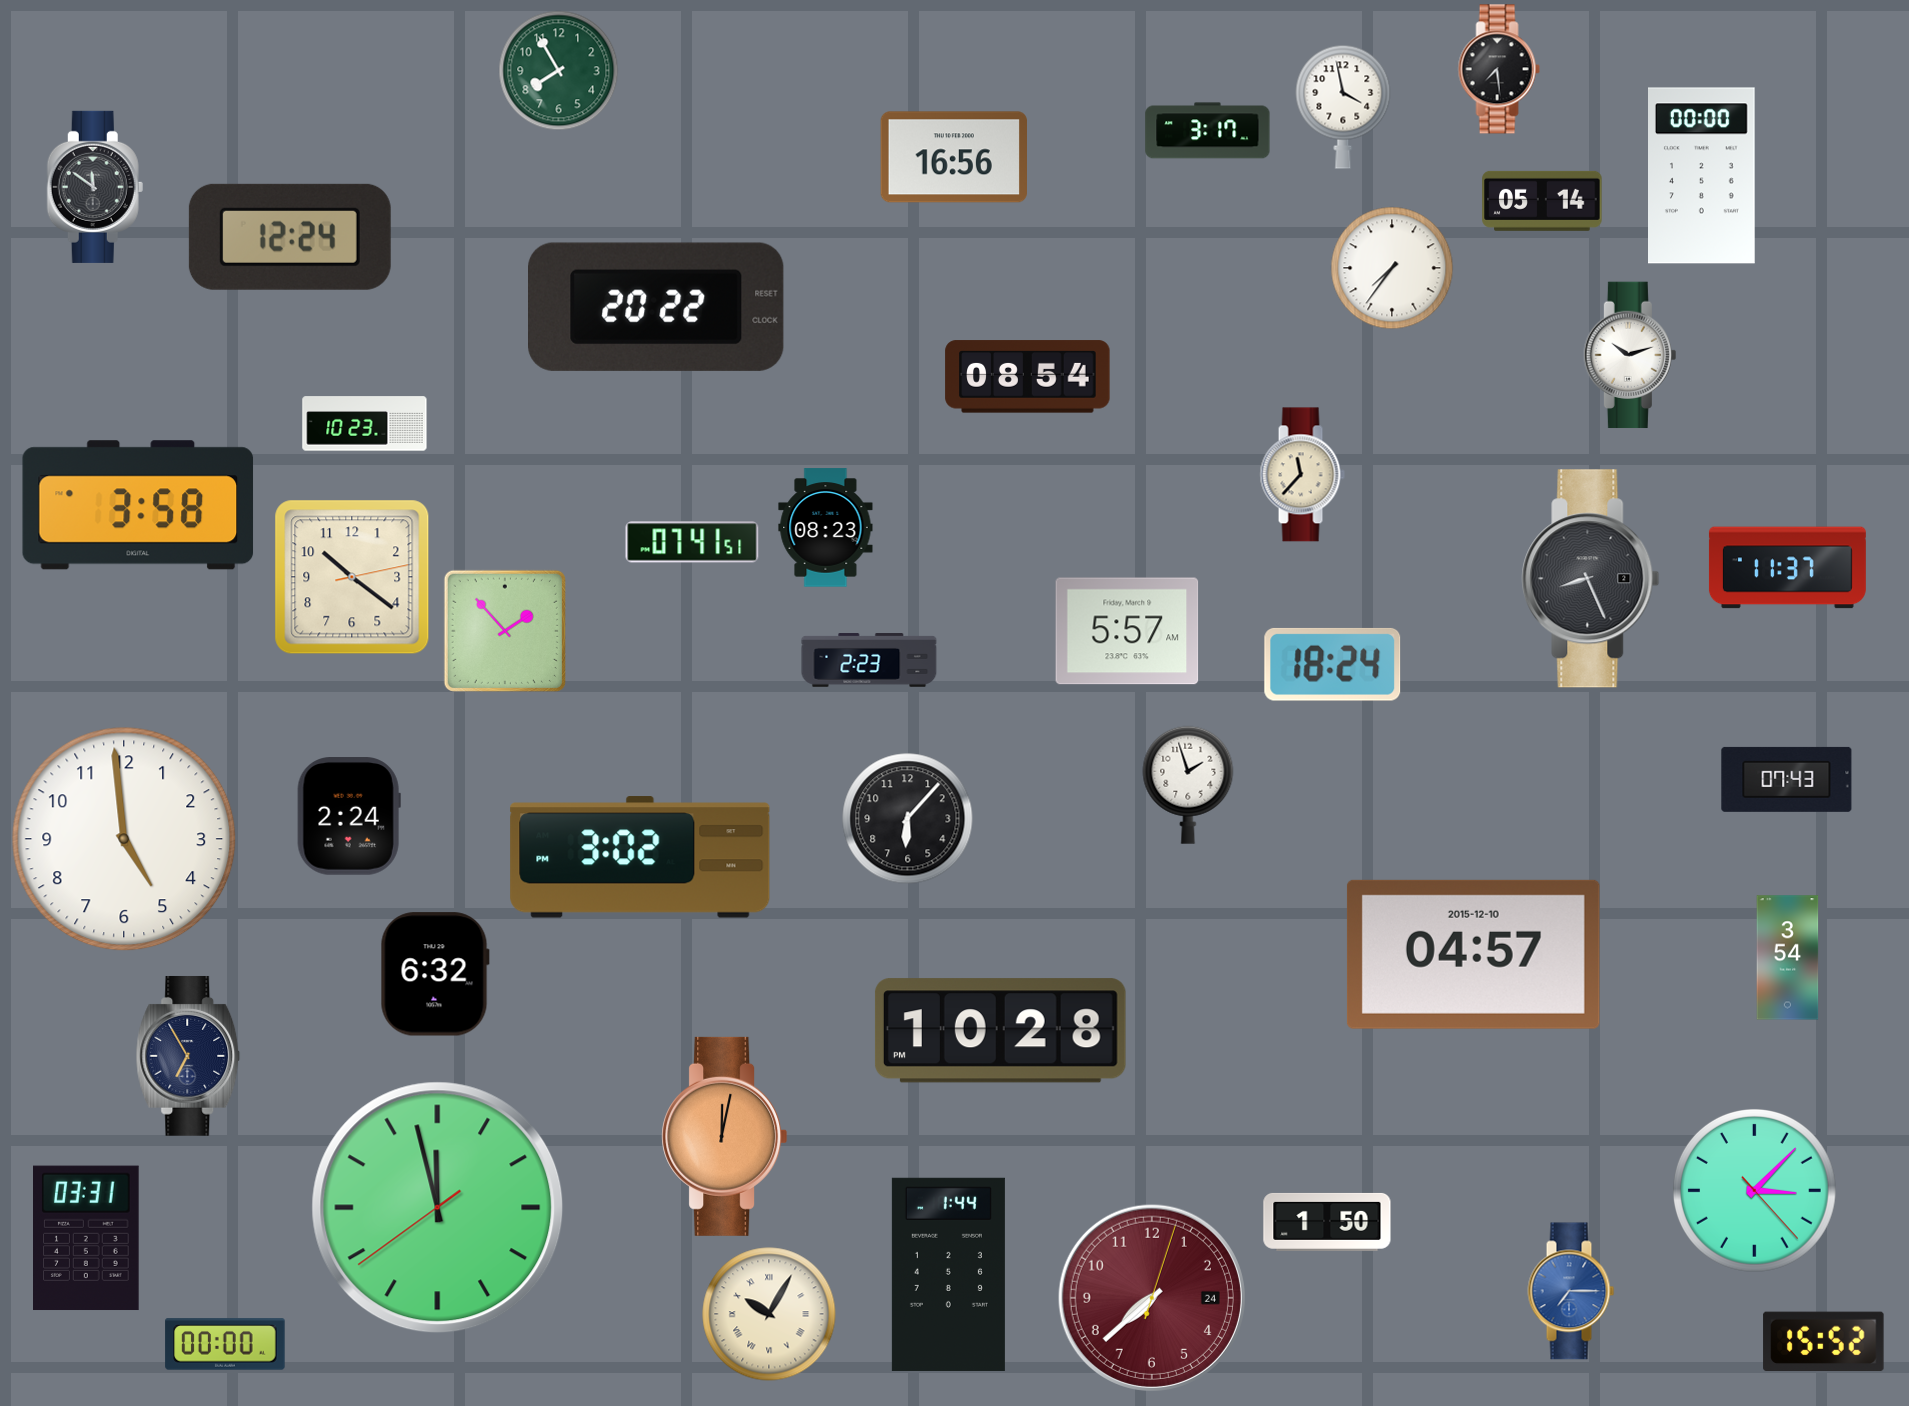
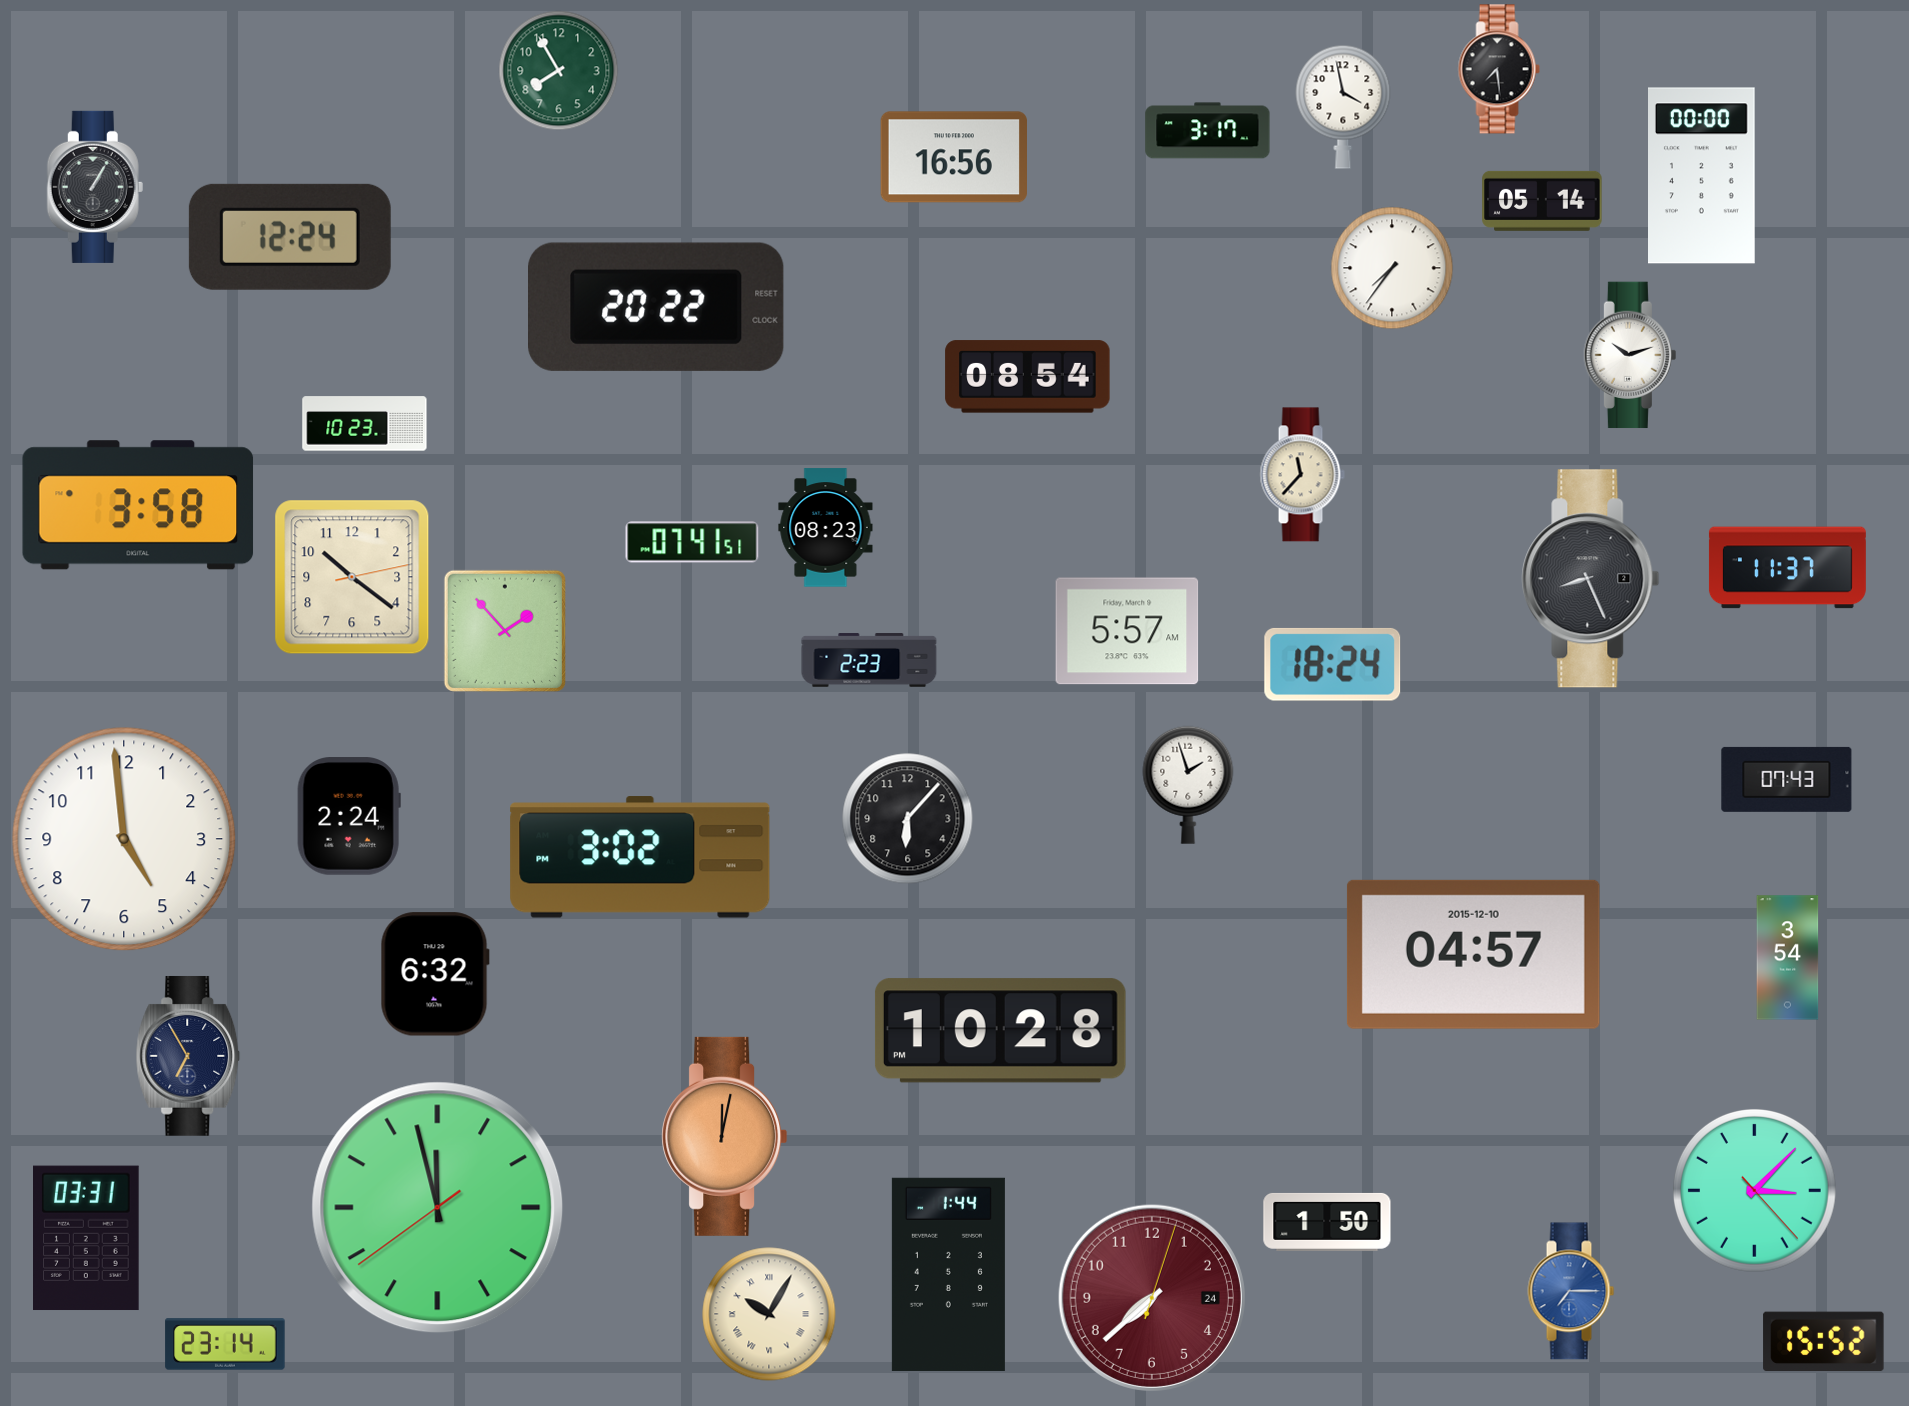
clock at (95, 187): 11:51 -> 1:05
clock at (225, 1344): 00:00 -> 23:14
